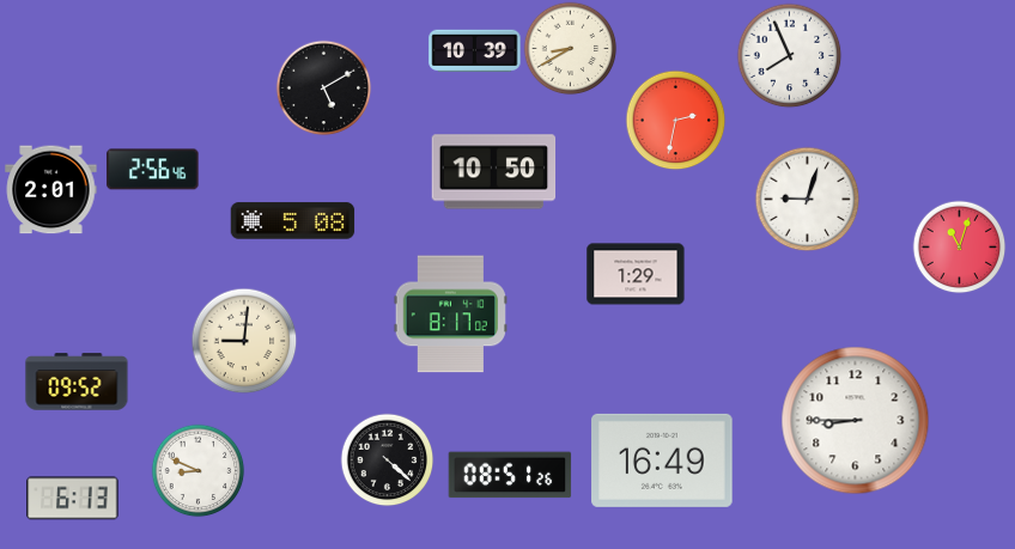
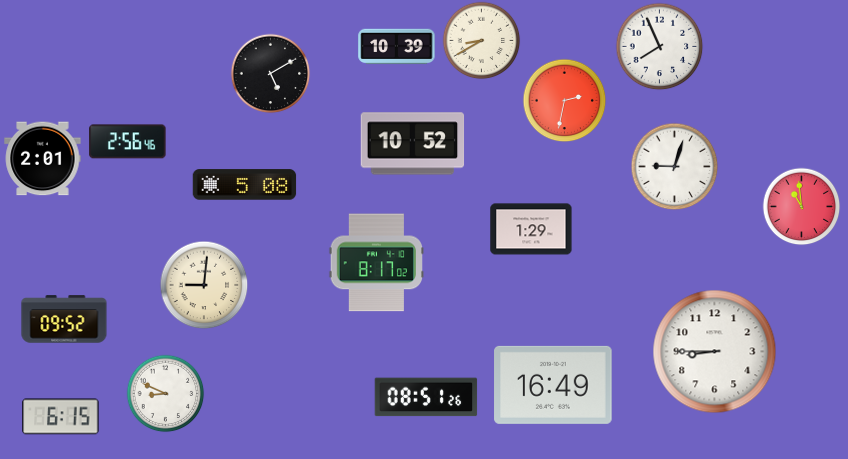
clock at (570, 48) position: (570, 48) -> (481, 40)
clock at (475, 51) position: (475, 51) -> (397, 47)
clock at (494, 172): 10:50 -> 10:52
clock at (959, 246): 11:03 -> 10:59
clock at (387, 459): 4:22 -> none
clock at (73, 499): 6:13 -> 6:15
